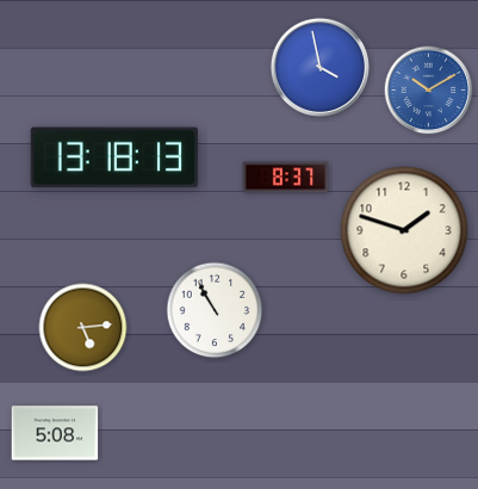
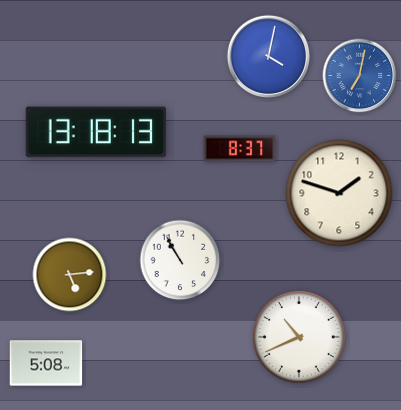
clock at (319, 67): 3:58 -> 4:02
clock at (429, 91): 10:10 -> 7:02
clock at (300, 338): none -> 10:41
